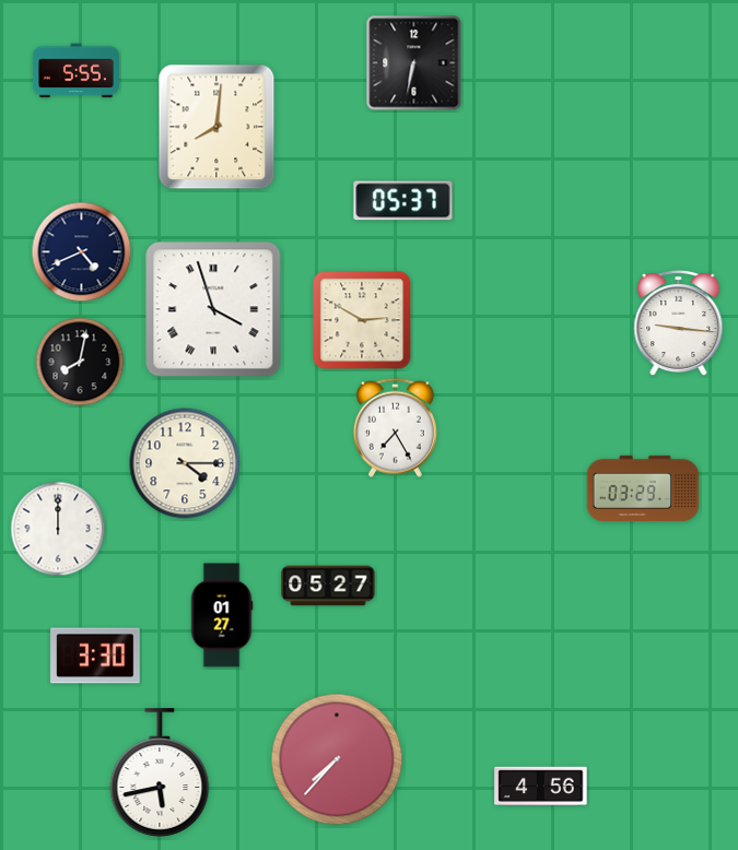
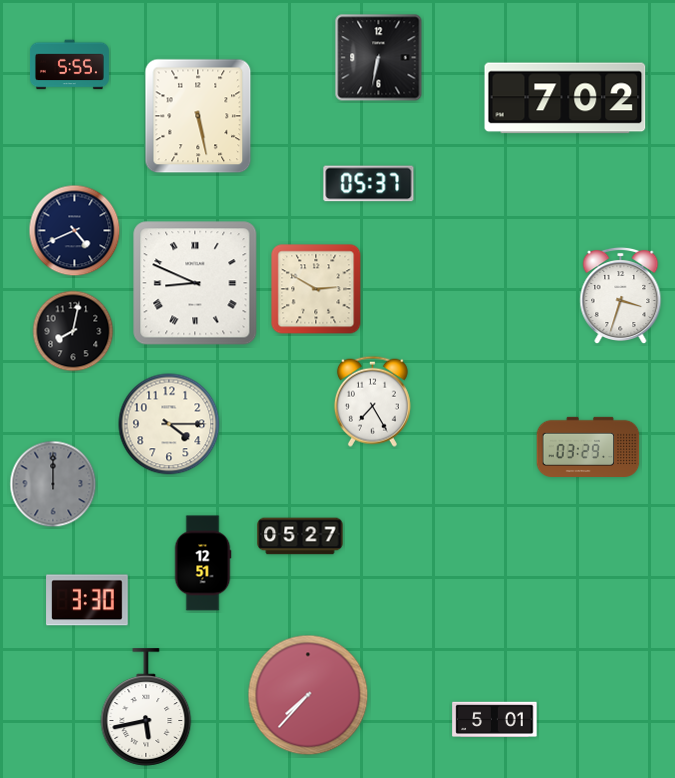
clock at (565, 98): none -> 7:02
clock at (216, 127): 8:01 -> 5:28
clock at (213, 309): 3:57 -> 8:49
clock at (362, 320) position: (362, 320) -> (316, 289)
clock at (679, 323): 9:16 -> 3:33
clock at (395, 427) position: (395, 427) -> (372, 401)
clock at (58, 529) dial: white -> grey
clock at (222, 615): 01:27 -> 12:51
clock at (541, 786): 4:56 -> 5:01
